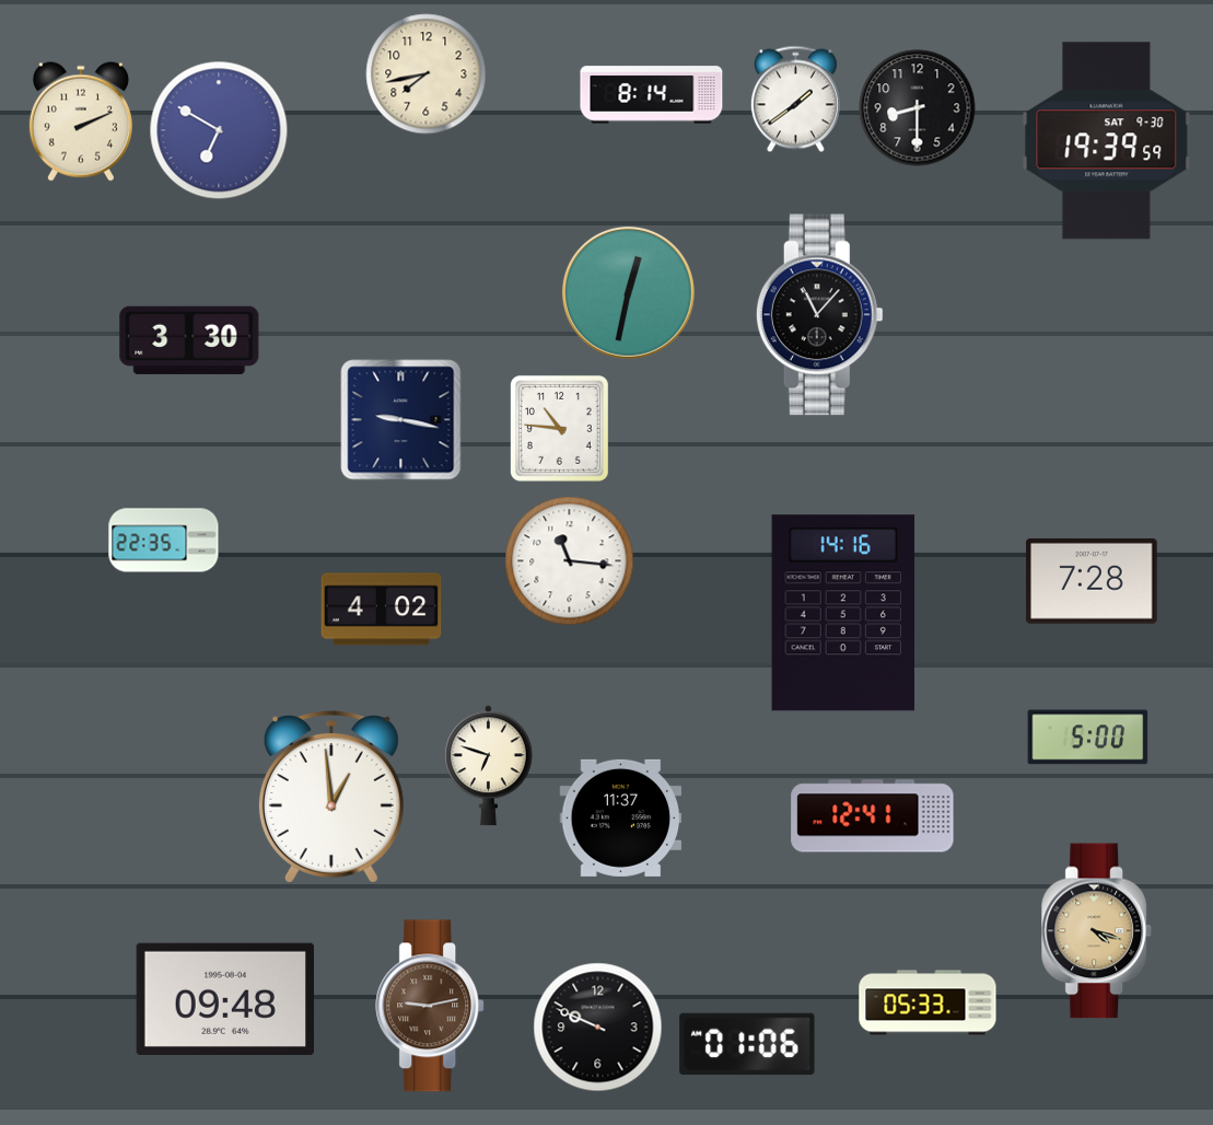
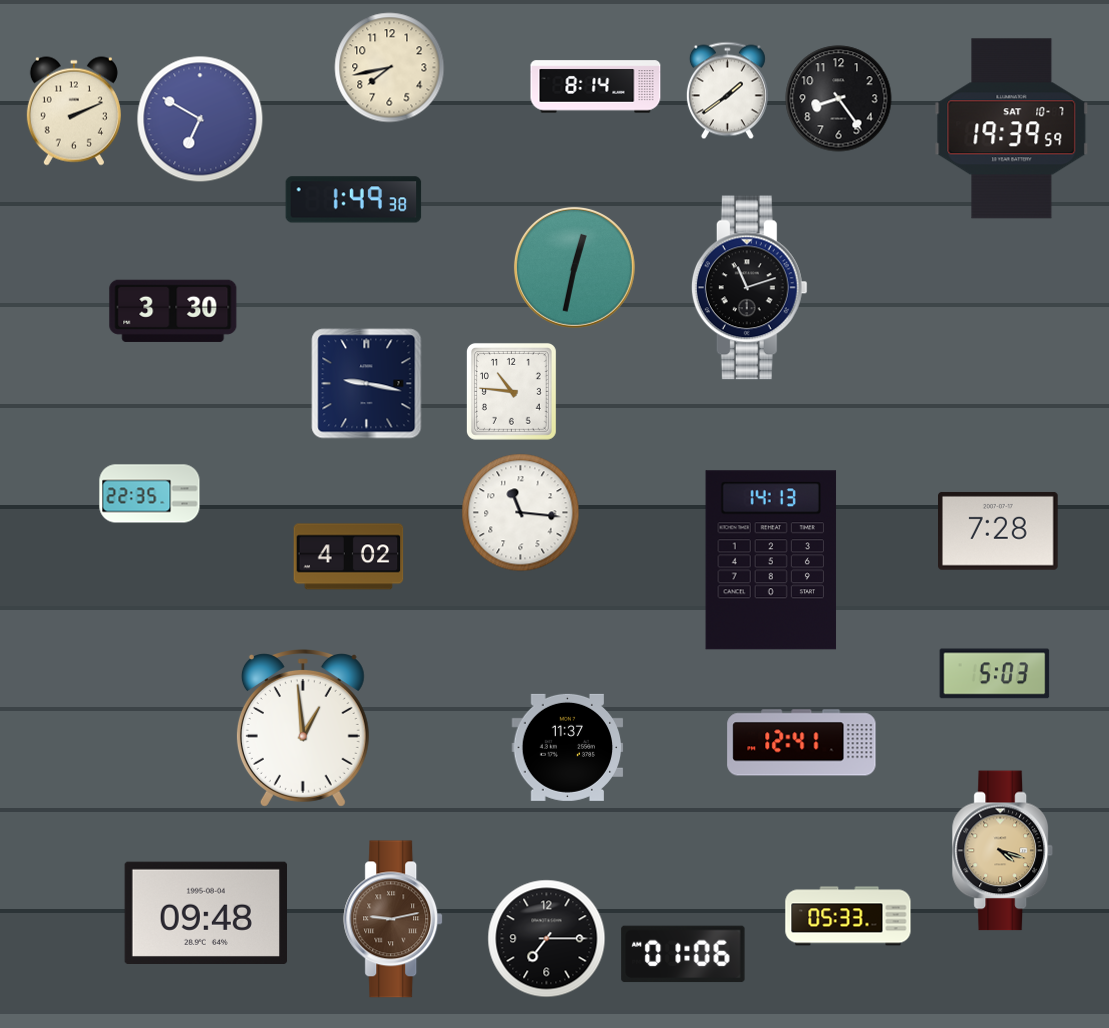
clock at (918, 108): 8:30 -> 8:24
clock at (1107, 141) date: SAT 9-30 -> SAT 10-7
clock at (354, 200): none -> 1:49
clock at (819, 315): 11:07 -> 11:12
clock at (843, 613): 14:16 -> 14:13
clock at (1088, 738): 5:00 -> 5:03
clock at (488, 766): 6:48 -> none
clock at (873, 816) position: (873, 816) -> (802, 743)
clock at (598, 1028): 9:49 -> 7:15
